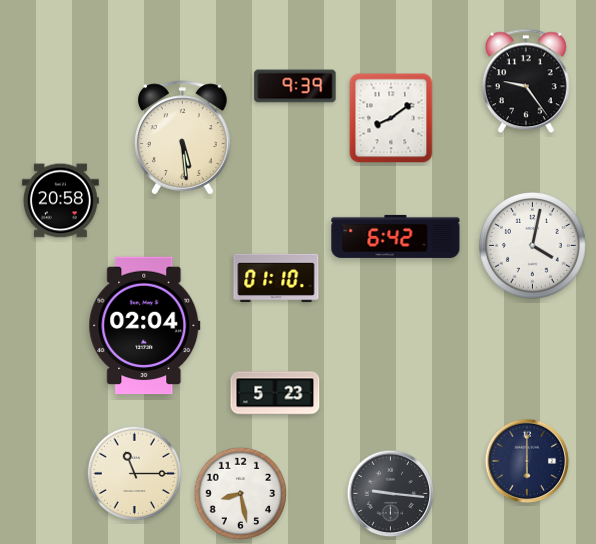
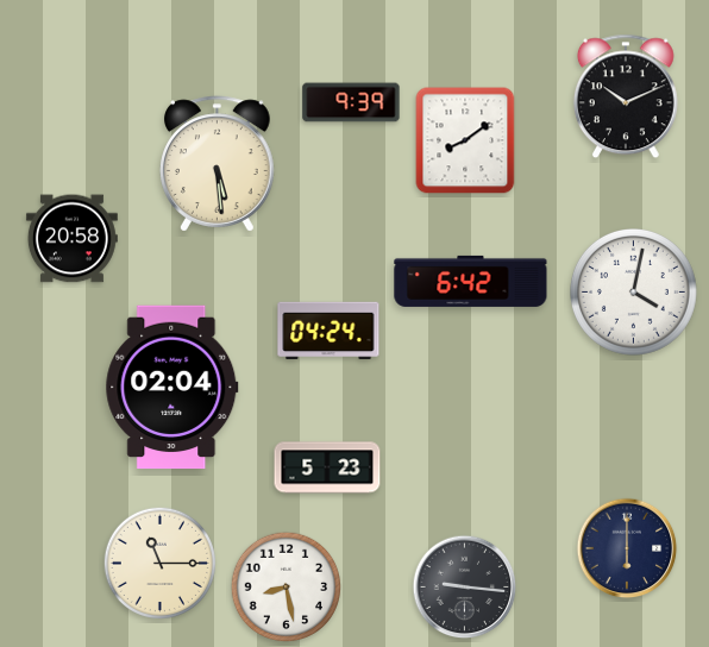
clock at (526, 81): 9:24 -> 10:11
clock at (276, 278): 01:10 -> 04:24
